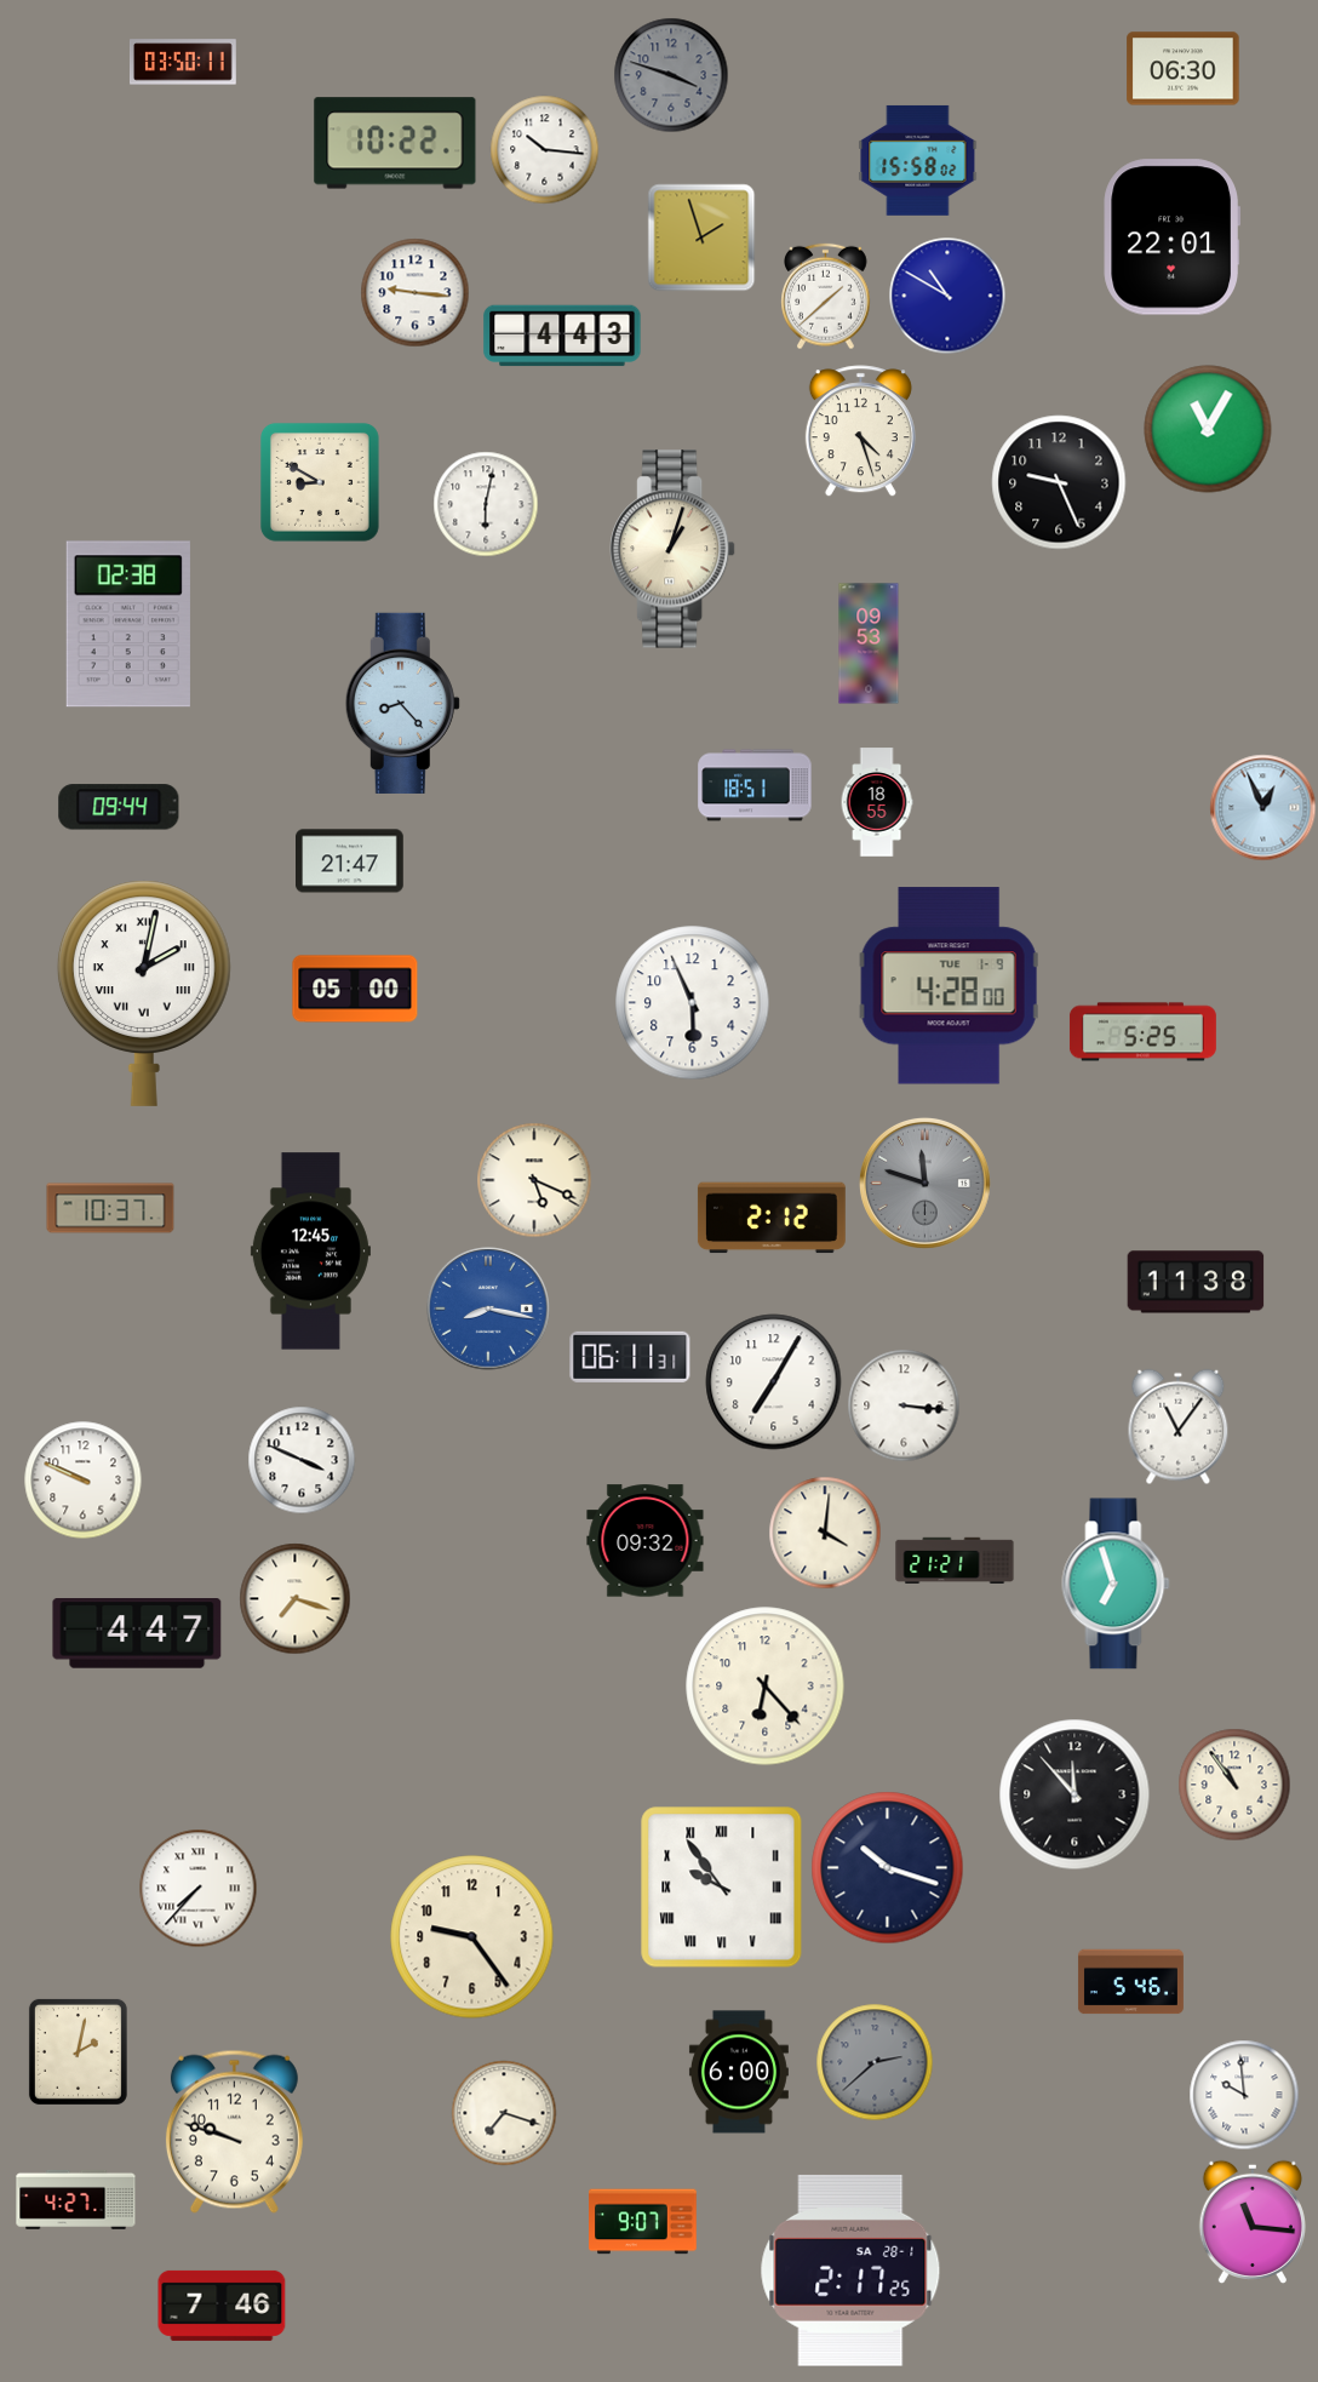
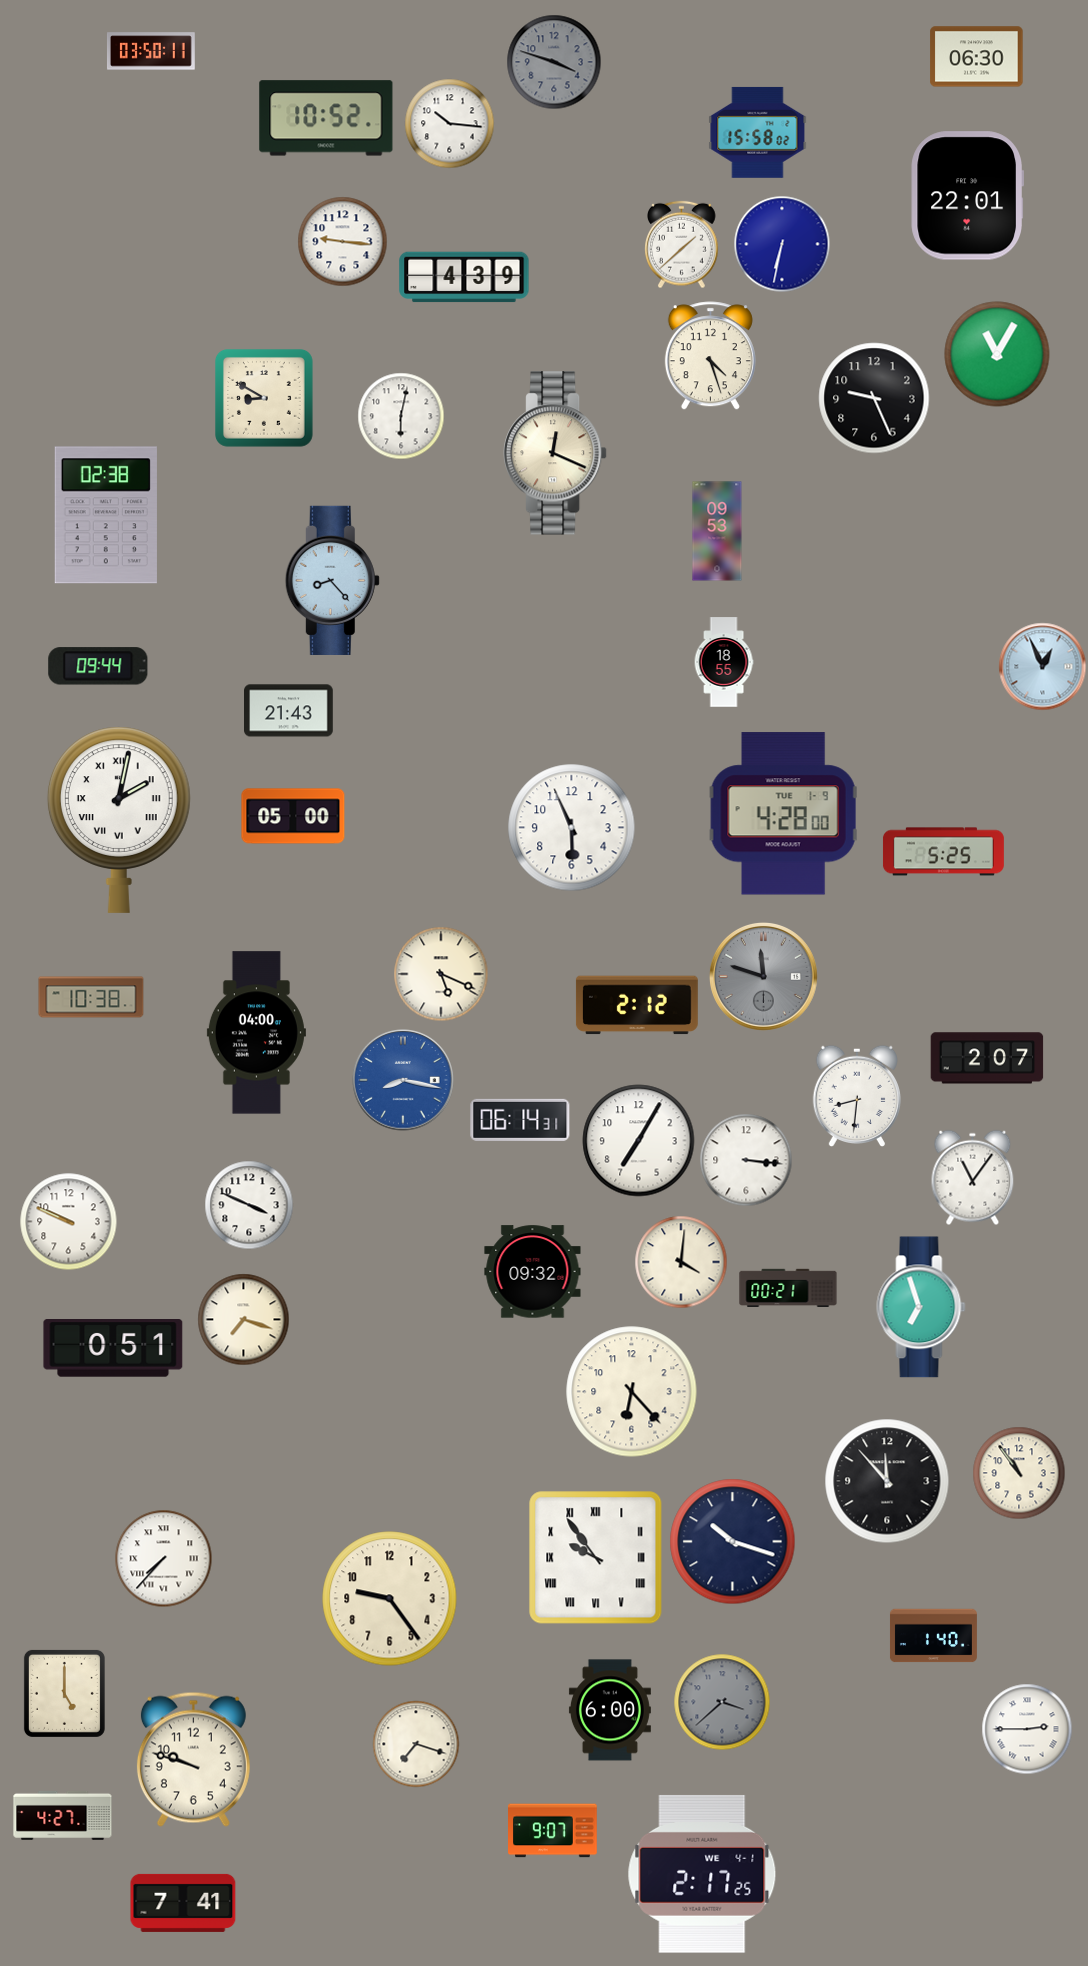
clock at (395, 143): 10:22 -> 10:52
clock at (701, 237): 1:57 -> none
clock at (947, 296): 10:50 -> 6:32
clock at (562, 336): 4:43 -> 4:39
clock at (674, 549): 1:03 -> 12:19
clock at (755, 785): 18:51 -> none
clock at (350, 861): 21:47 -> 21:43
clock at (110, 1208): 10:37 -> 10:38
clock at (310, 1252): 12:45 -> 04:00
clock at (1196, 1282): 11:38 -> 2:07
clock at (857, 1095): none -> 8:31
clock at (630, 1357): 06:11 -> 06:14
clock at (825, 1533) position: (825, 1533) -> (681, 1262)
clock at (955, 1559): 21:21 -> 00:21
clock at (137, 1633): 4:47 -> 0:51
clock at (1130, 1982): 5:46 -> 1:40
clock at (78, 2051): 2:02 -> 5:00
clock at (875, 2062): 2:38 -> 3:38
clock at (1244, 2095): 9:59 -> 2:45
clock at (1253, 2221): 11:16 -> none
clock at (643, 2222) position: (643, 2222) -> (553, 1831)
clock at (850, 2271) date: SA 28-1 -> WE 4-1
clock at (222, 2306): 7:46 -> 7:41
